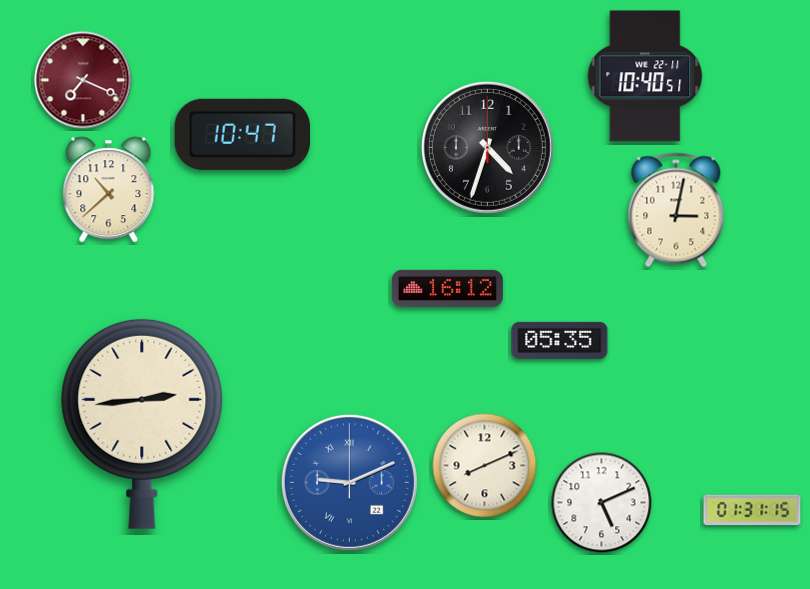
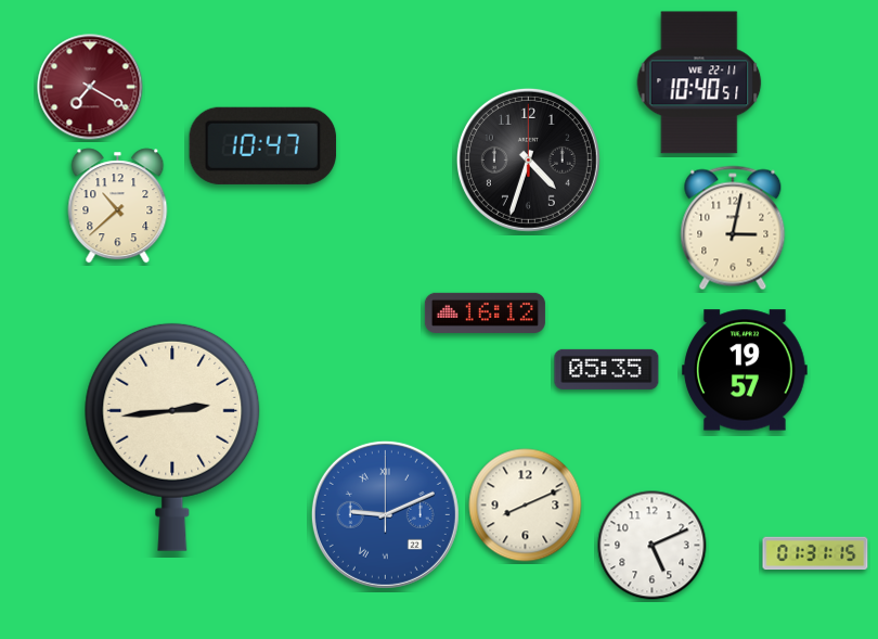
clock at (83, 80): 7:19 -> 7:20
clock at (745, 370): none -> 19:57
clock at (142, 424) position: (142, 424) -> (172, 437)
clock at (349, 482) position: (349, 482) -> (385, 514)
